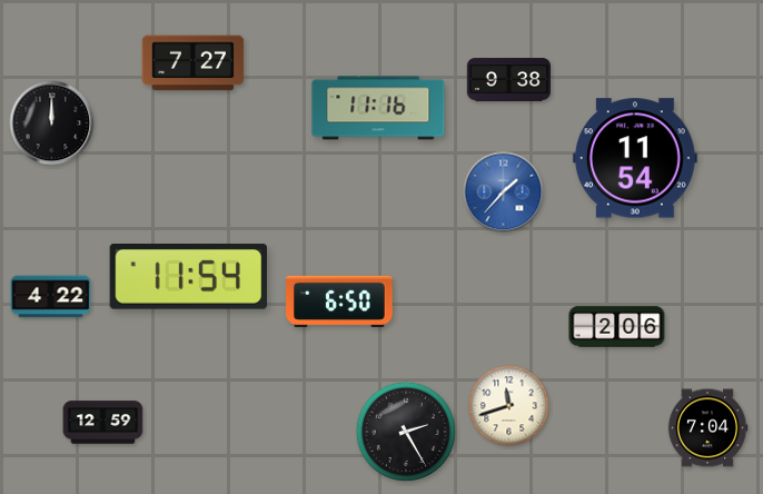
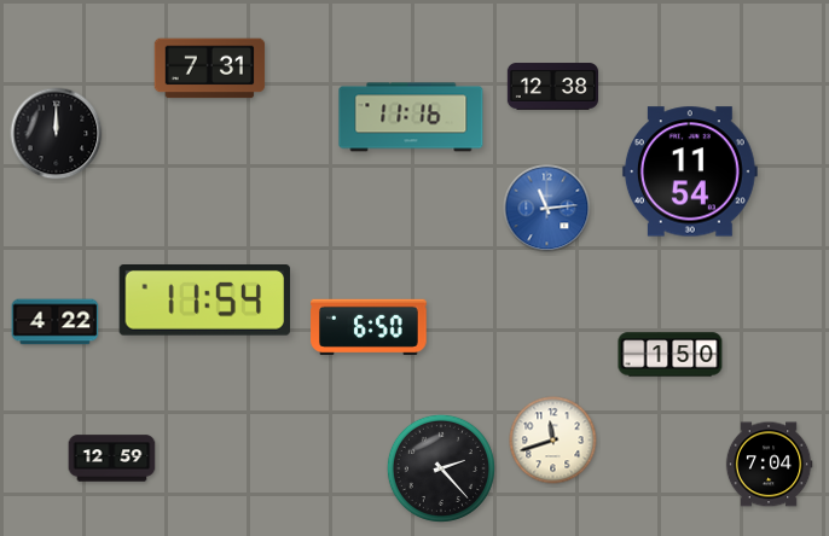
clock at (194, 63): 7:27 -> 7:31
clock at (508, 80): 9:38 -> 12:38
clock at (504, 192): 1:37 -> 11:14
clock at (617, 327): 2:06 -> 1:50
clock at (406, 432): 2:25 -> 2:23
